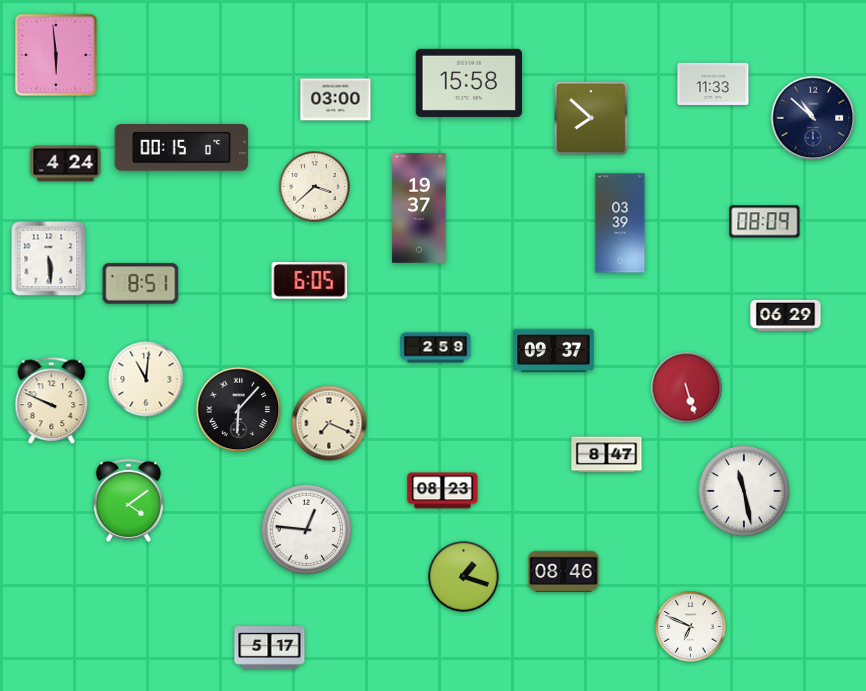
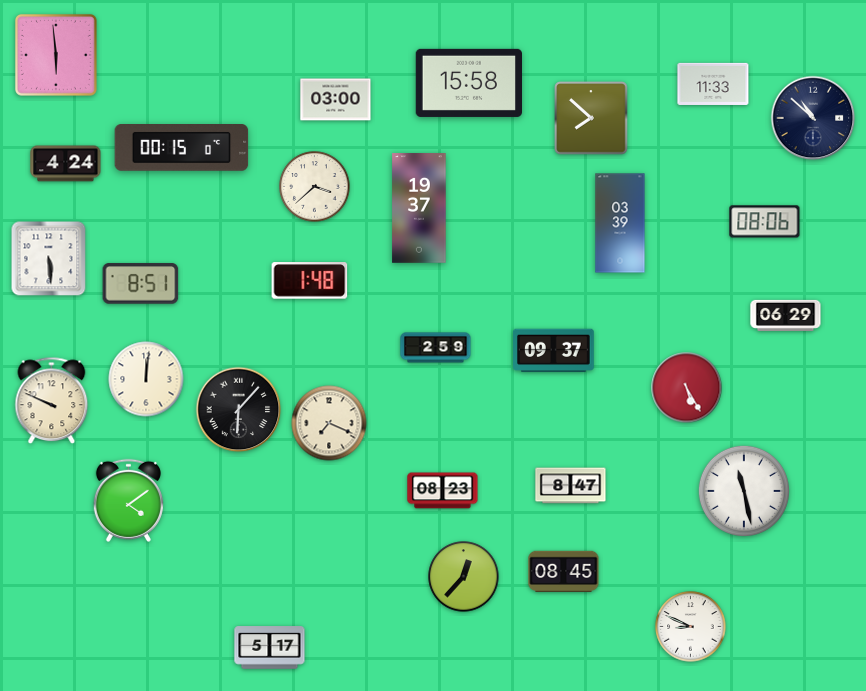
clock at (765, 222): 08:09 -> 08:06
clock at (310, 281): 6:05 -> 1:48
clock at (146, 379): 11:01 -> 12:01
clock at (687, 388): 5:27 -> 5:25
clock at (607, 455) position: (607, 455) -> (571, 486)
clock at (306, 529): 12:46 -> none
clock at (564, 571): 08:46 -> 08:45
clock at (464, 577): 1:18 -> 12:37
clock at (691, 627): 6:49 -> 8:49
